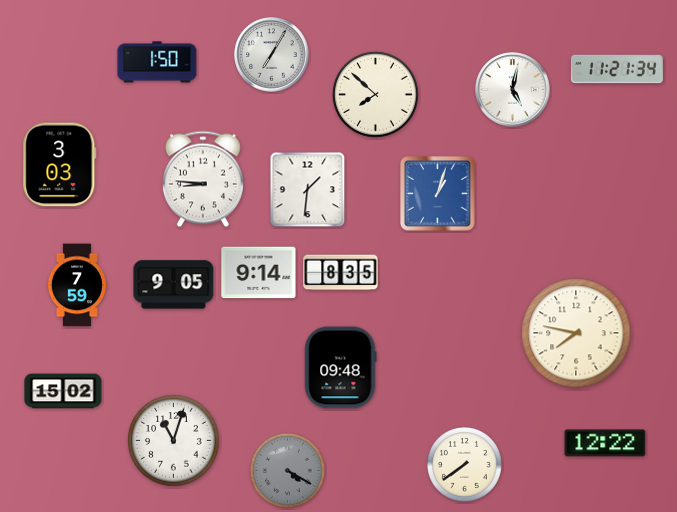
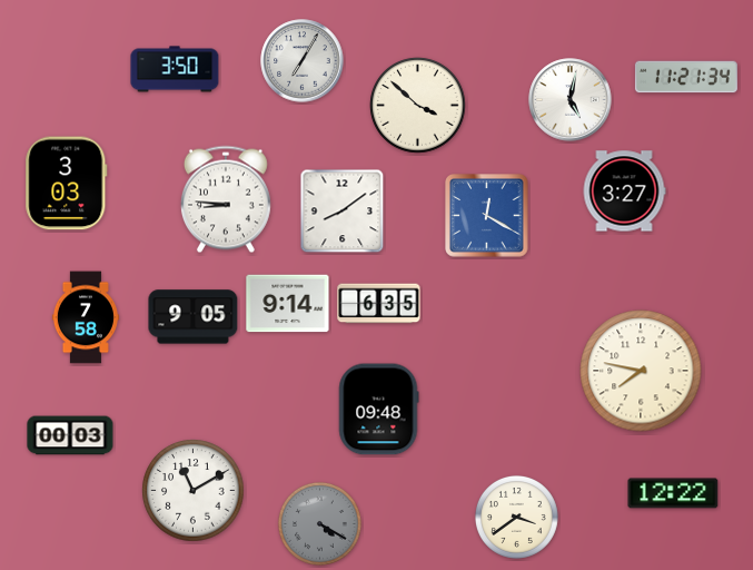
clock at (157, 62): 1:50 -> 3:50
clock at (376, 95): 7:52 -> 3:52
clock at (624, 191): none -> 3:27
clock at (308, 190): 1:31 -> 8:09
clock at (438, 194): 1:03 -> 12:20
clock at (341, 273): 8:35 -> 6:35
clock at (77, 285): 7:59 -> 7:58
clock at (63, 391): 15:02 -> 00:03
clock at (174, 441): 11:03 -> 11:10
clock at (464, 464): 7:39 -> 3:39
